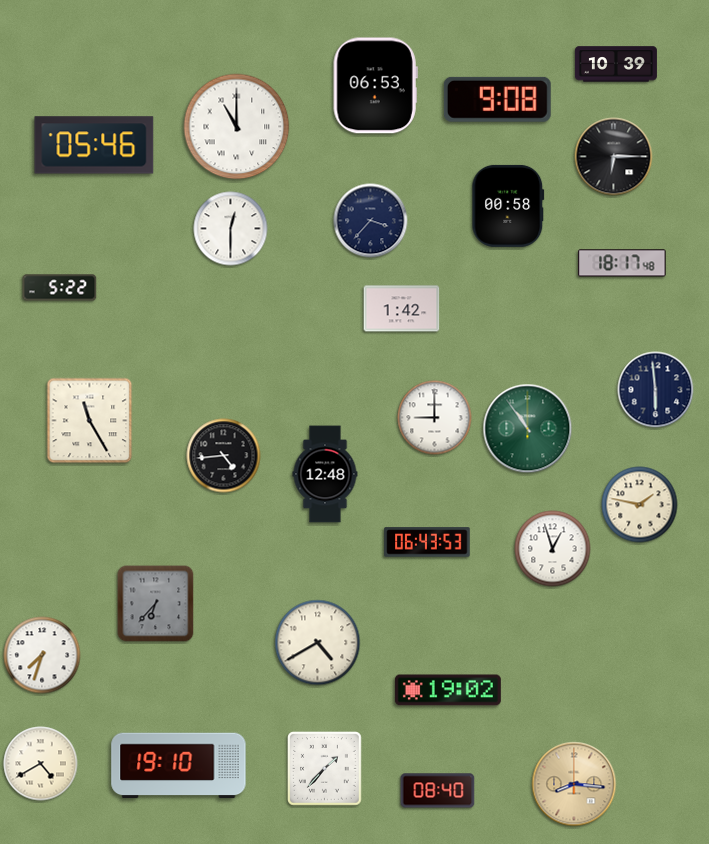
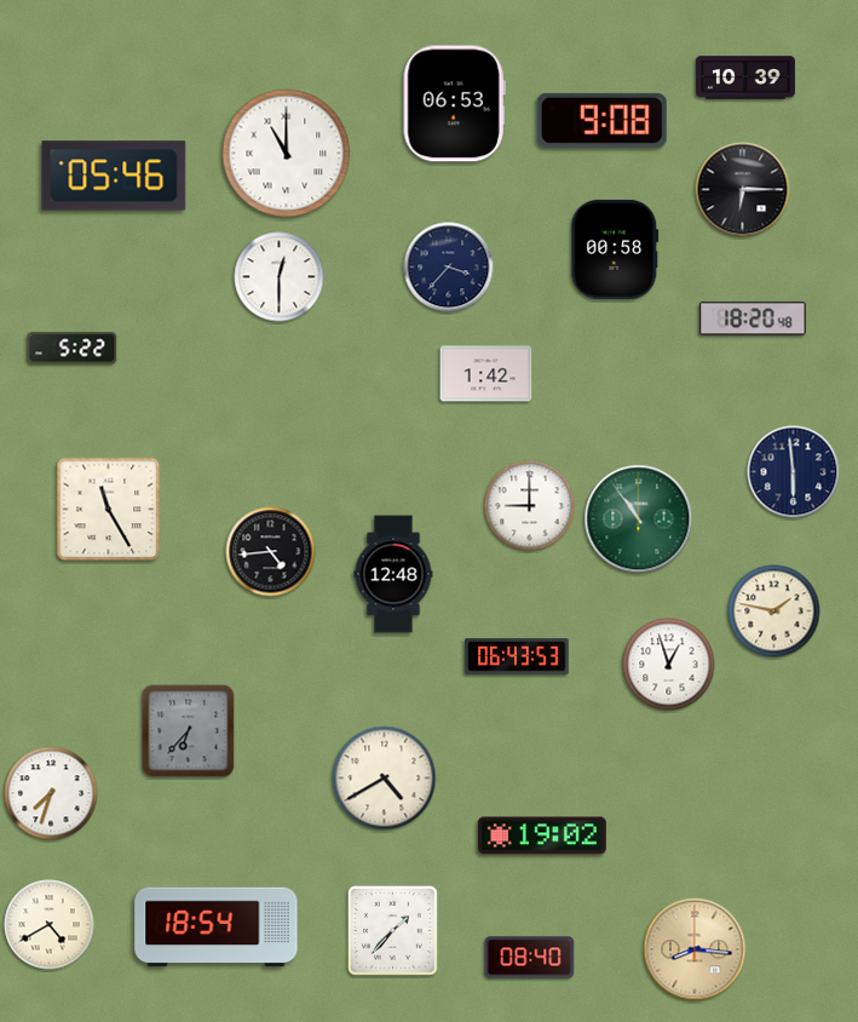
clock at (622, 263): 18:17 -> 18:20
clock at (435, 418) position: (435, 418) -> (530, 506)
clock at (179, 766): 19:10 -> 18:54
